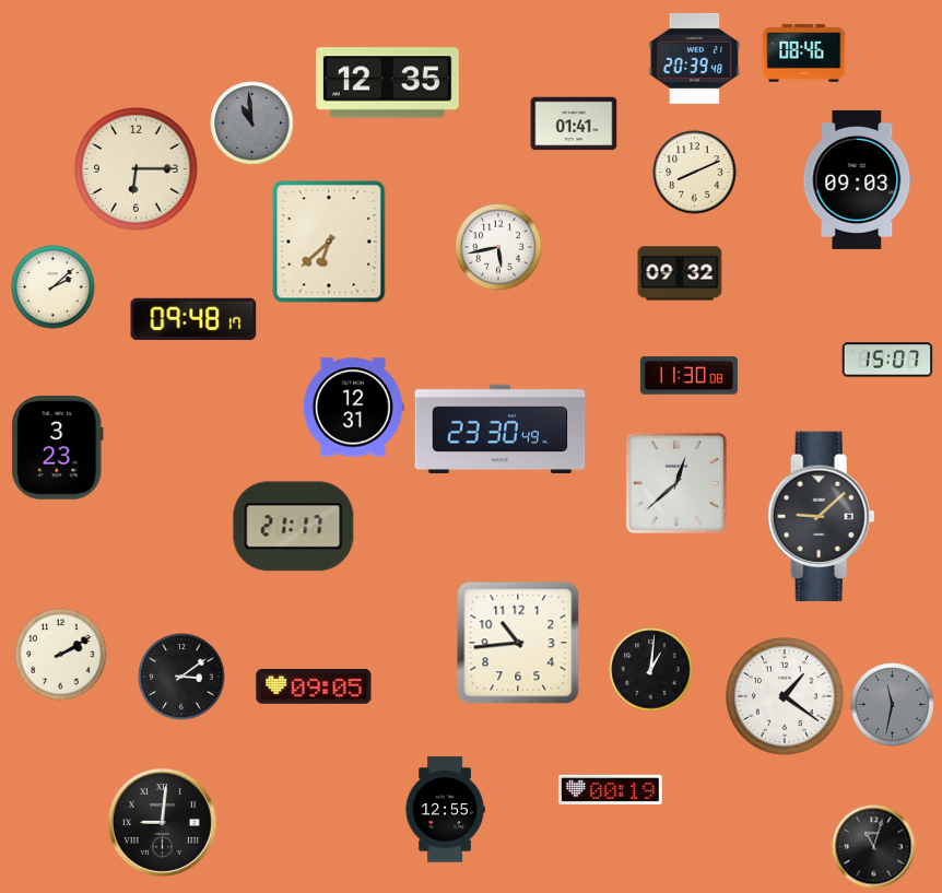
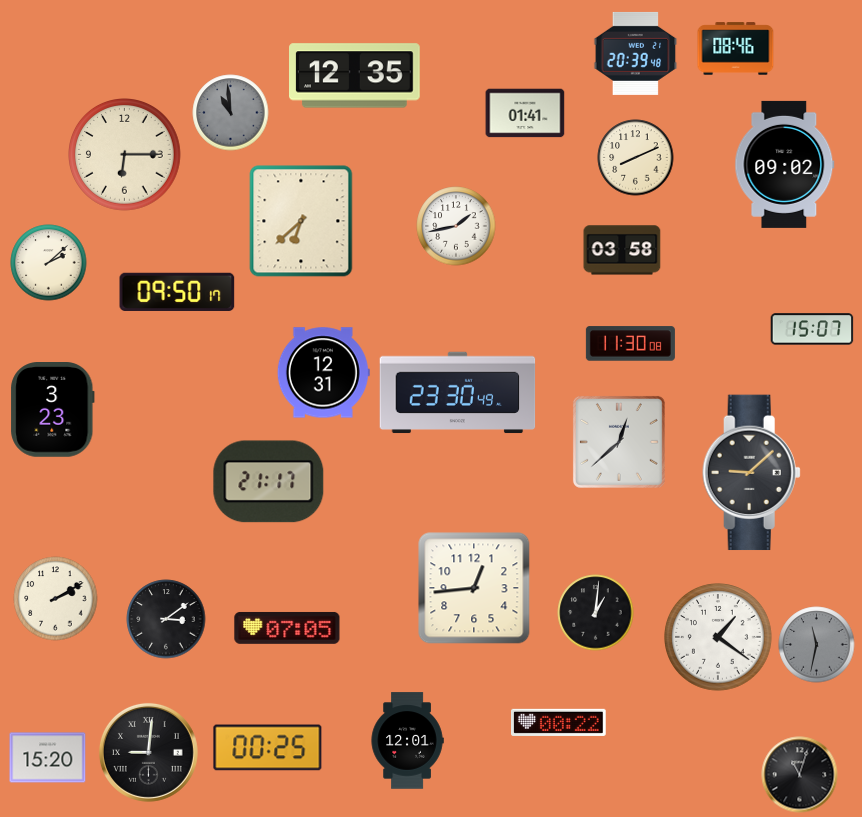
clock at (858, 179): 09:03 -> 09:02
clock at (498, 247): 5:43 -> 1:43
clock at (680, 273): 09:32 -> 03:58
clock at (193, 319): 09:48 -> 09:50
clock at (518, 643): 10:44 -> 12:44
clock at (314, 686): 09:05 -> 07:05
clock at (611, 789): 00:19 -> 00:22
clock at (445, 810): 12:55 -> 12:01
clock at (268, 748): none -> 00:25
clock at (48, 758): none -> 15:20
